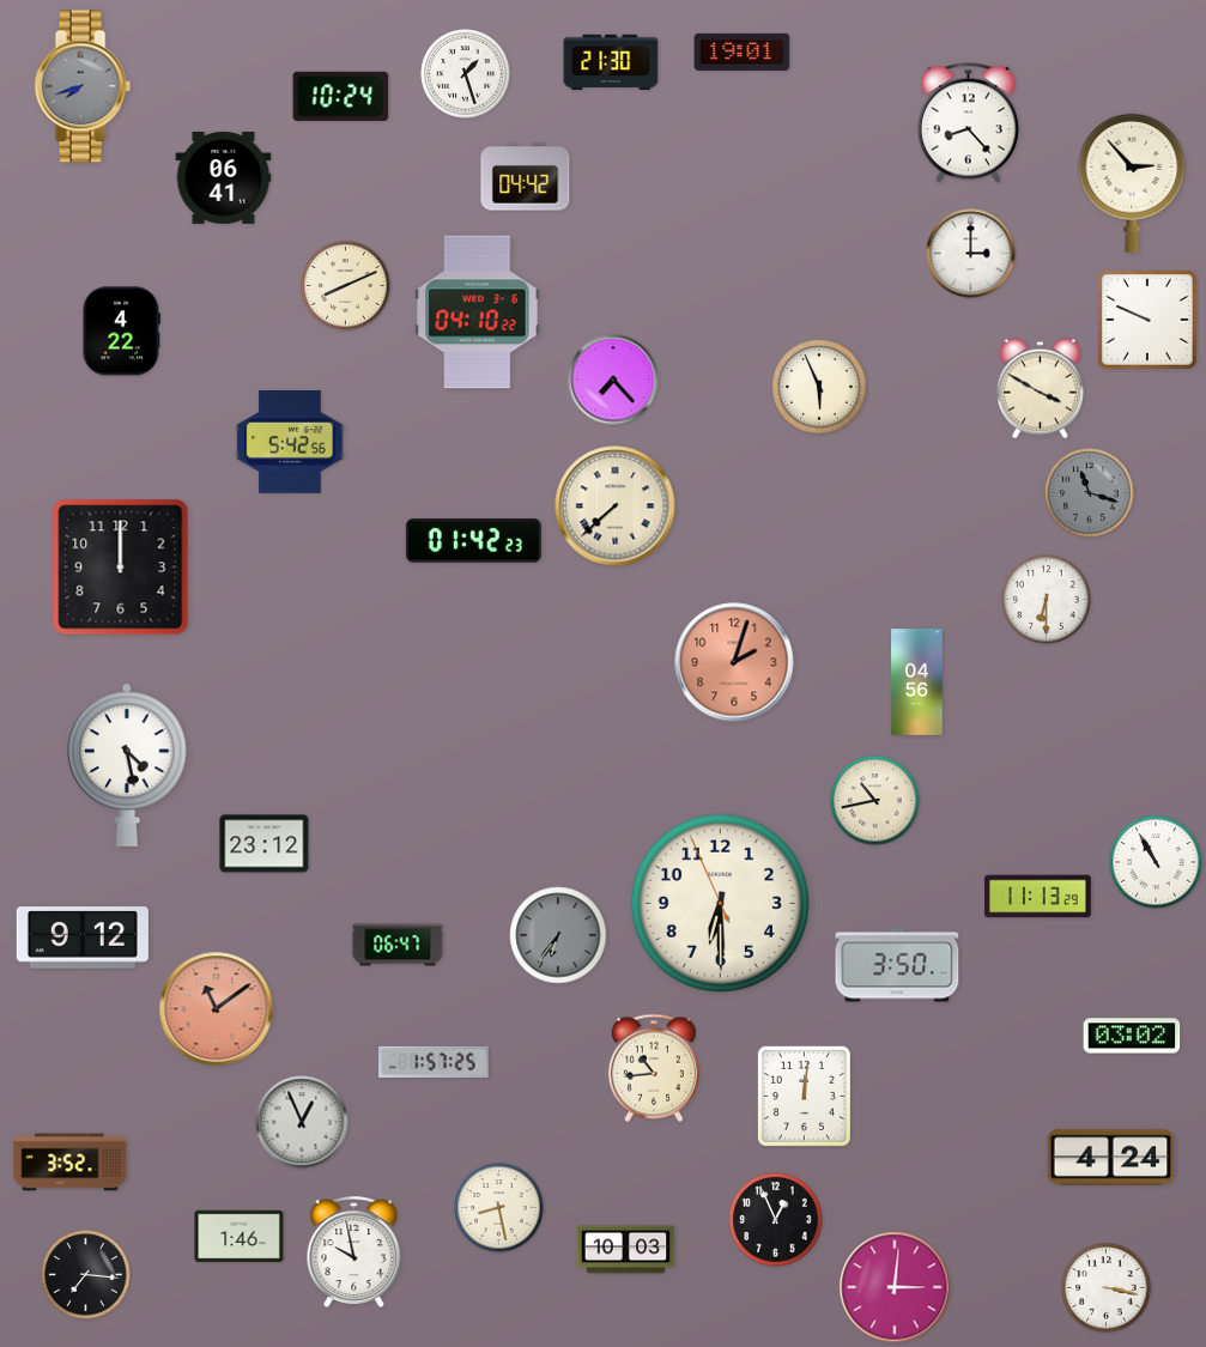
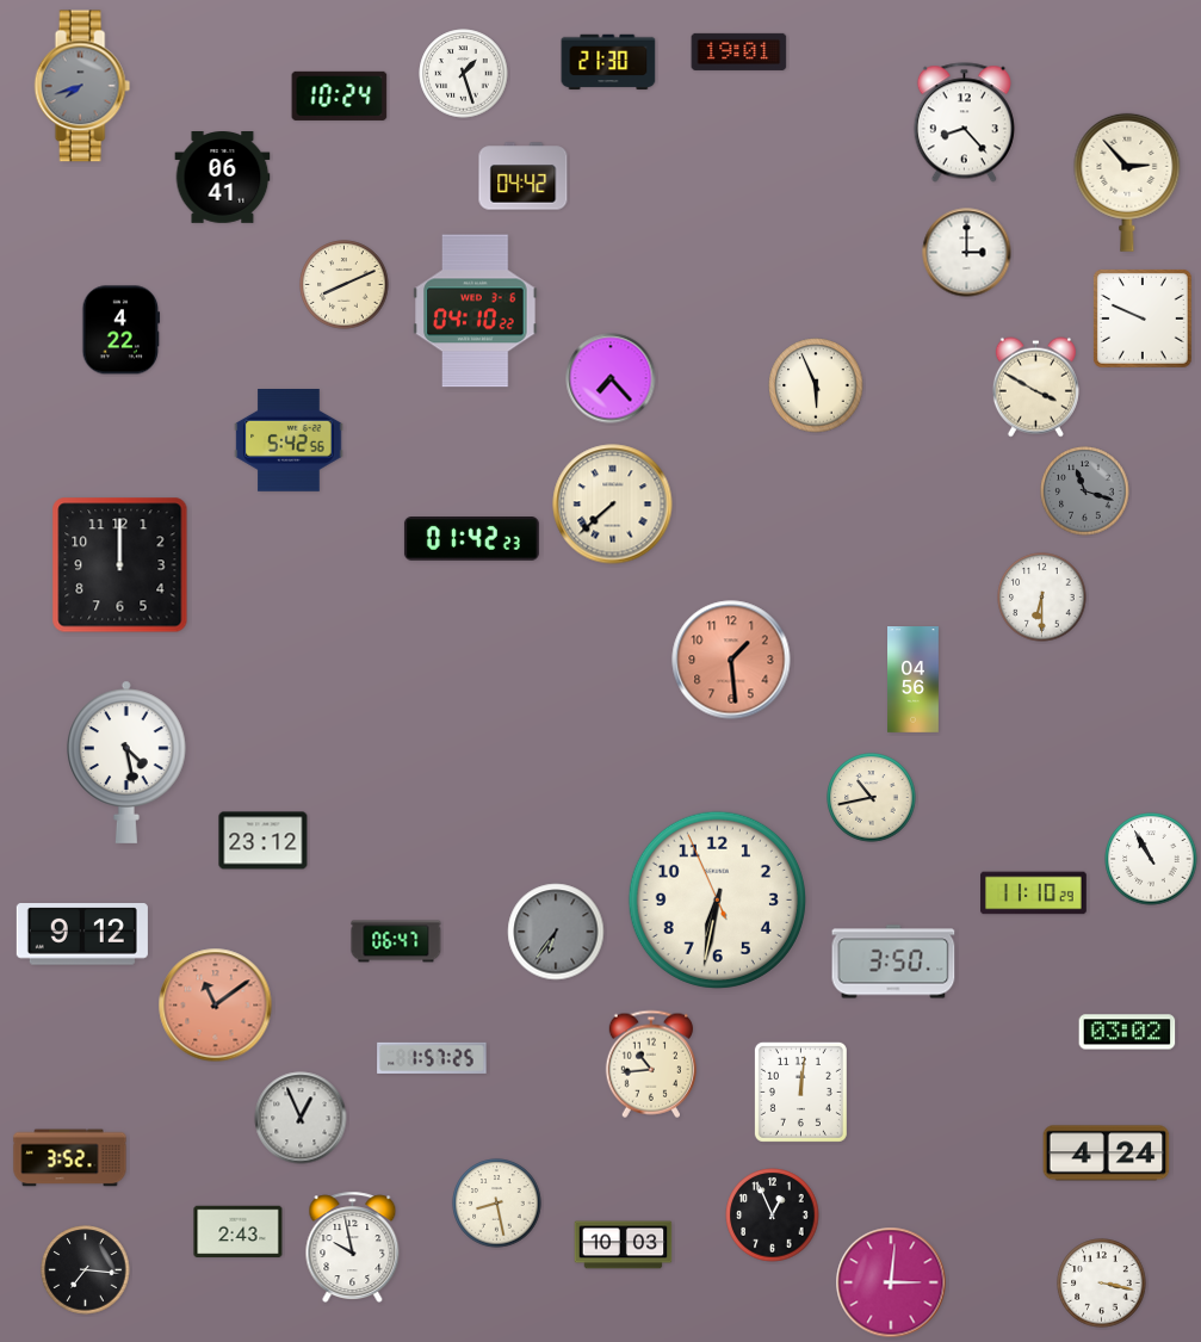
clock at (734, 662): 2:03 -> 1:29
clock at (1038, 897): 11:13 -> 11:10
clock at (720, 903): 6:29 -> 6:31
clock at (240, 1237): 1:46 -> 2:43
